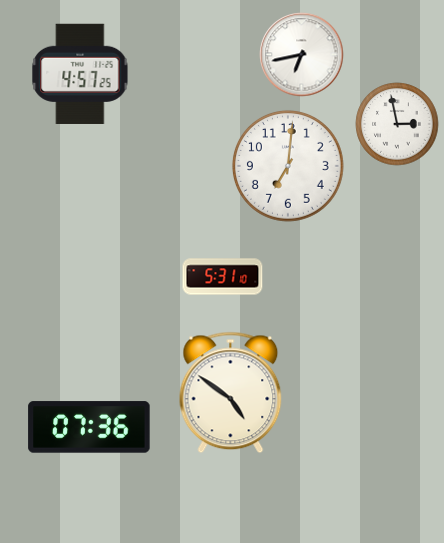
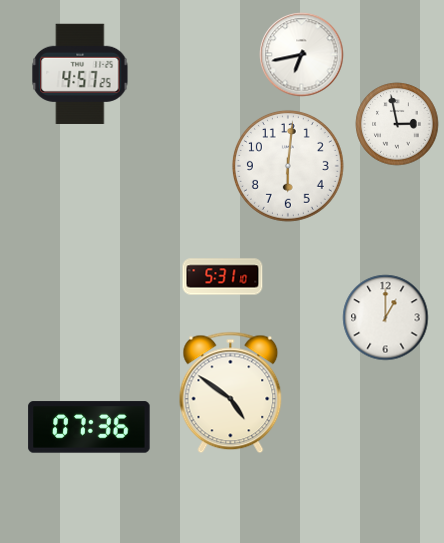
clock at (288, 166): 7:01 -> 6:01
clock at (386, 318): none -> 1:00
